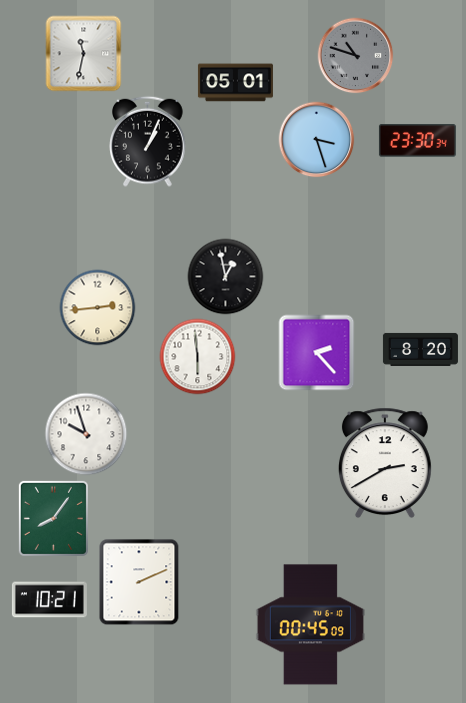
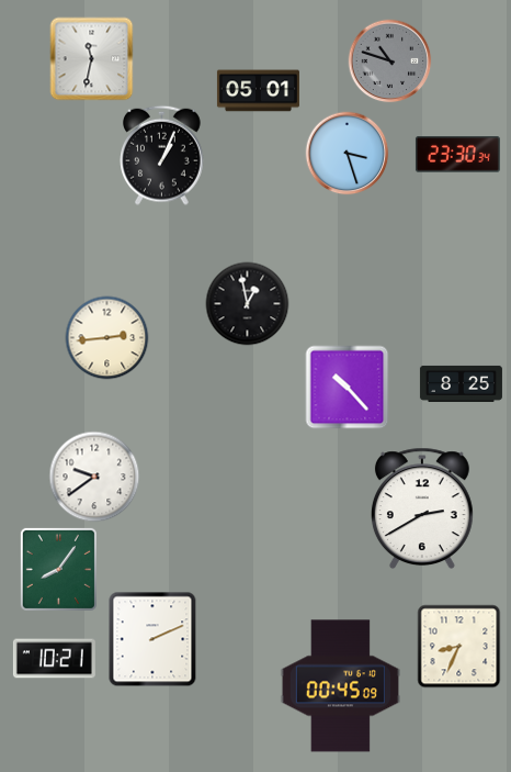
clock at (420, 349): 8:20 -> 8:25
clock at (317, 353): 2:23 -> 10:23
clock at (198, 357): 5:59 -> none
clock at (86, 434): 9:57 -> 9:39
clock at (459, 647): none -> 8:34
